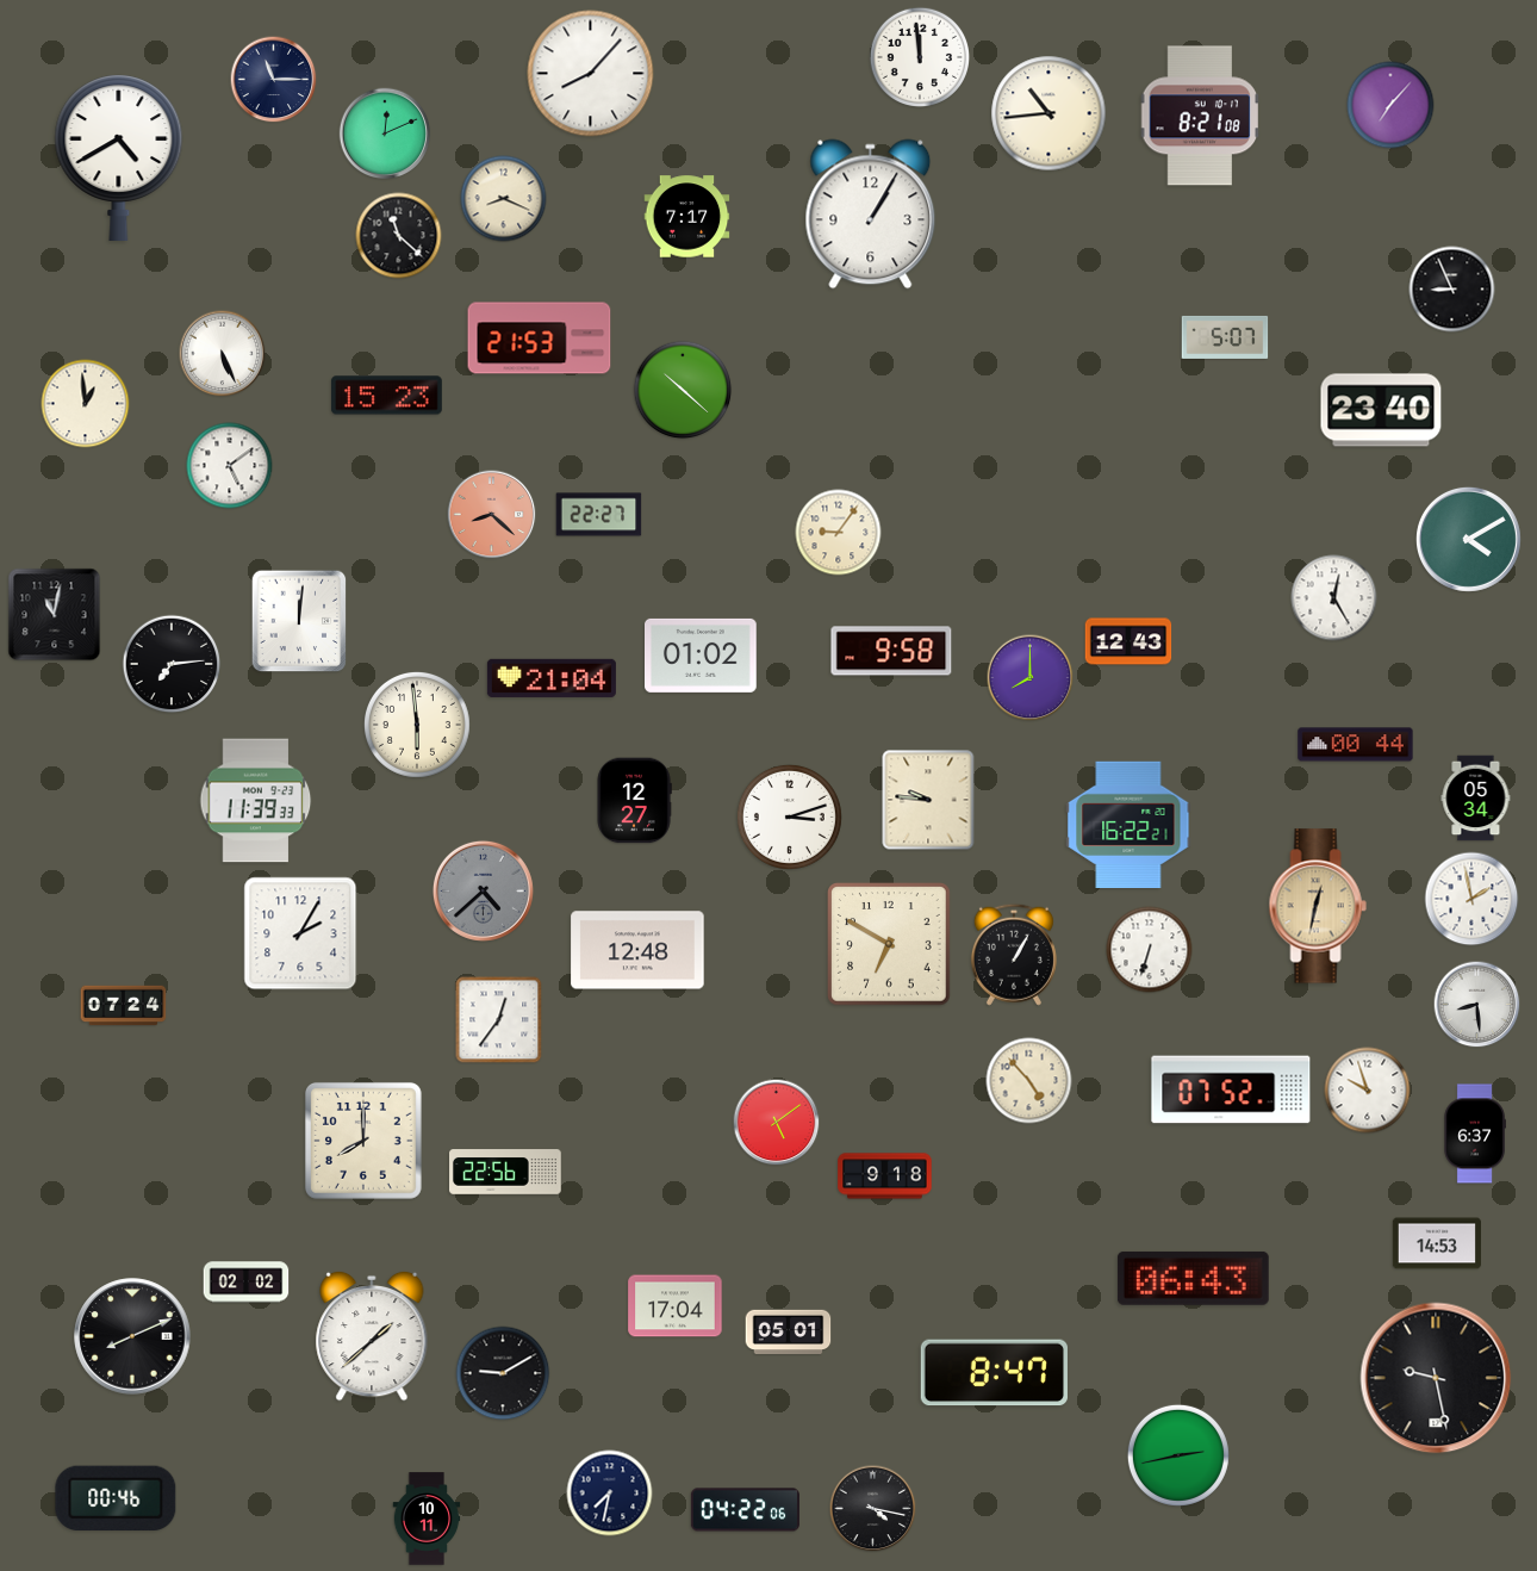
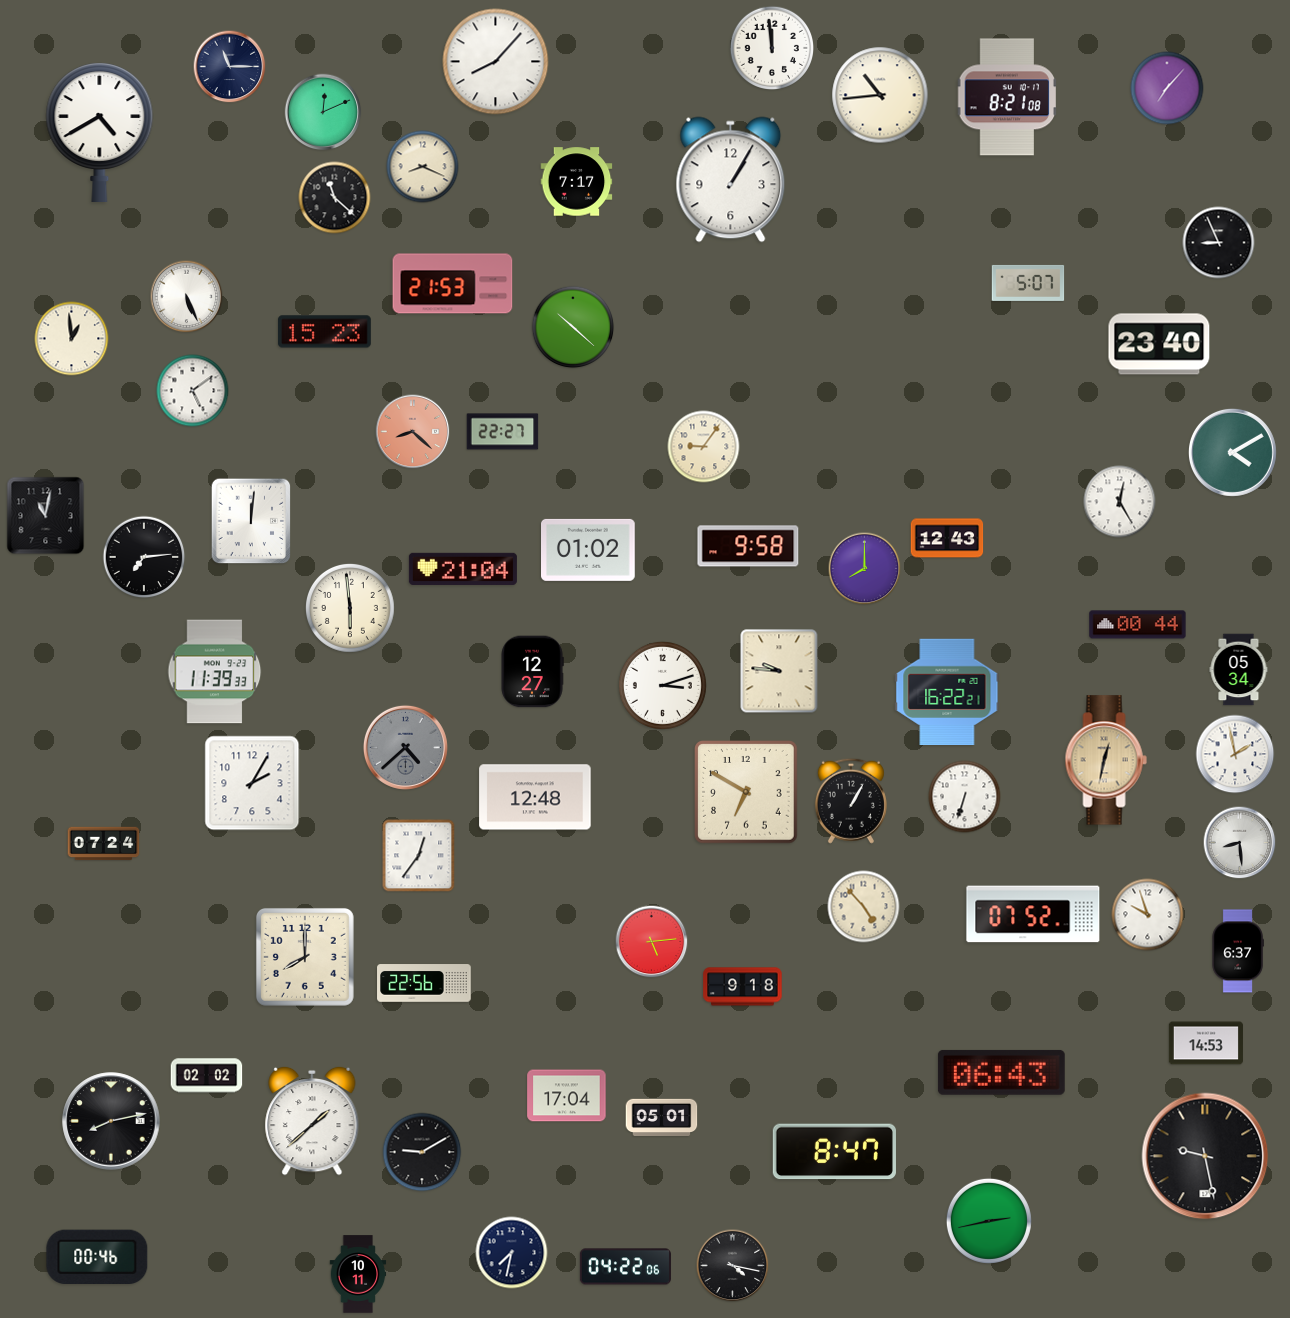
clock at (777, 1123): 5:09 -> 5:14
clock at (132, 1336): 8:11 -> 8:13
